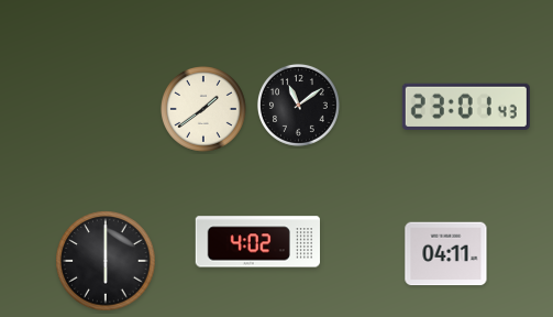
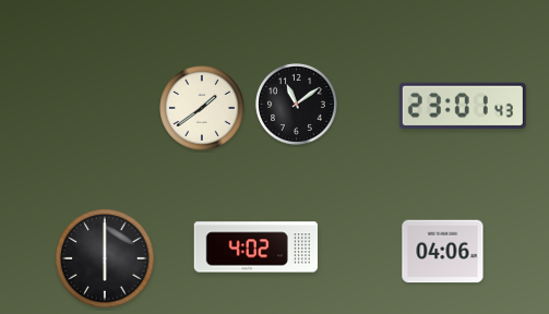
clock at (257, 242) position: (257, 242) -> (255, 247)
clock at (446, 254): 04:11 -> 04:06
